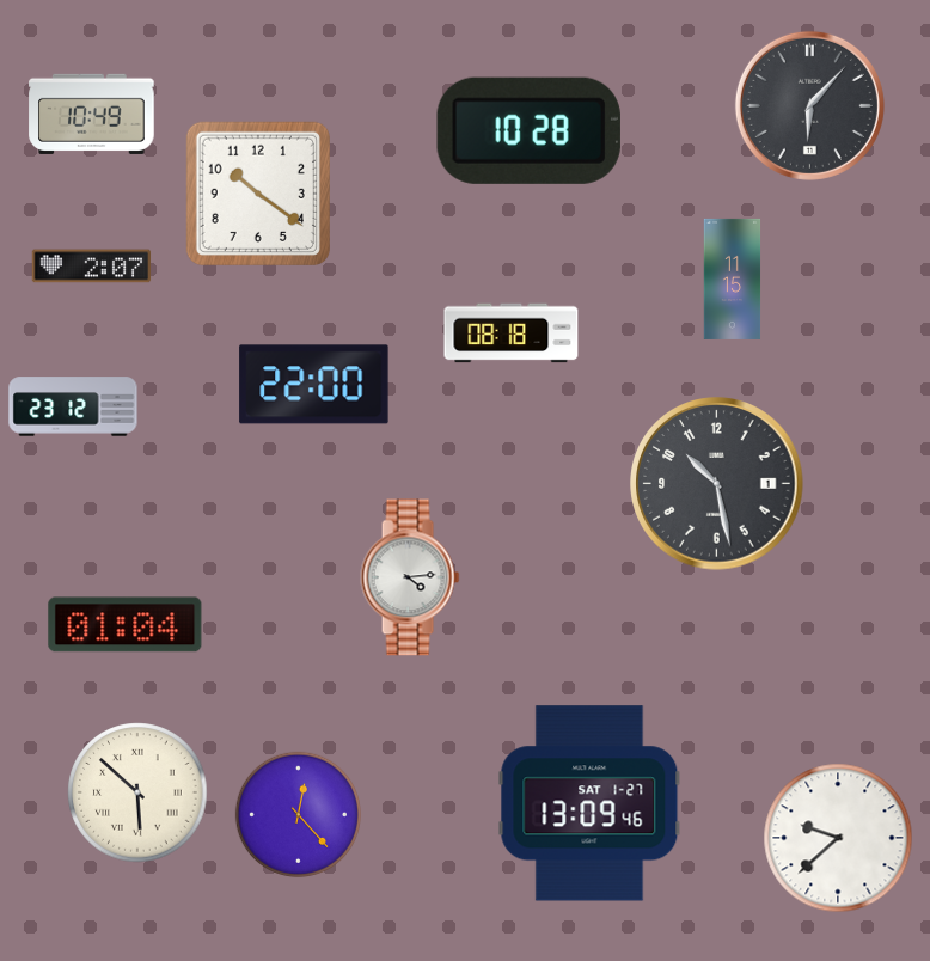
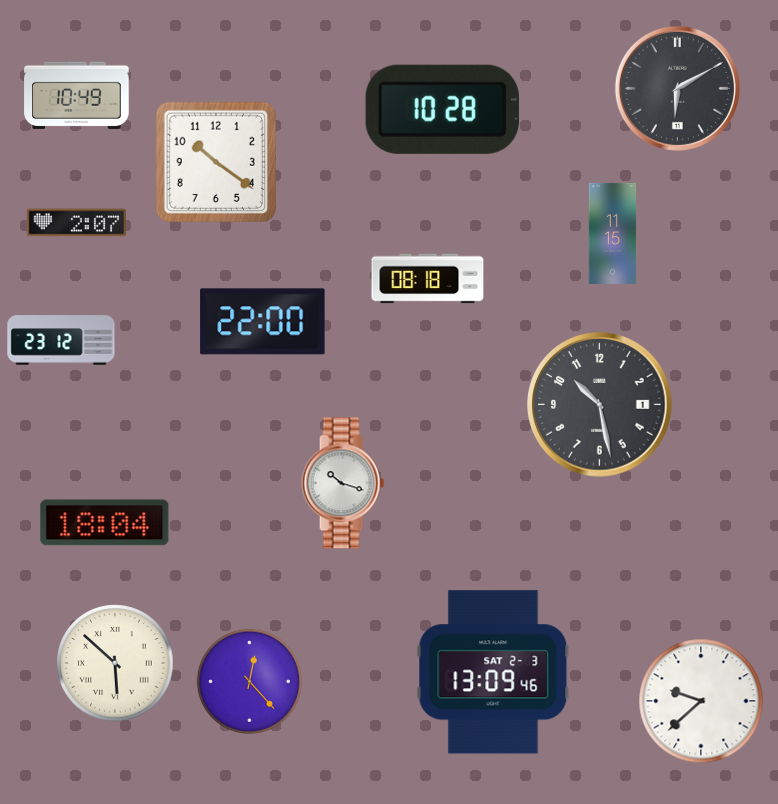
clock at (809, 105): 6:07 -> 6:10
clock at (410, 577): 4:14 -> 10:18
clock at (126, 625): 01:04 -> 18:04
clock at (589, 803) date: SAT 1-27 -> SAT 2-3
